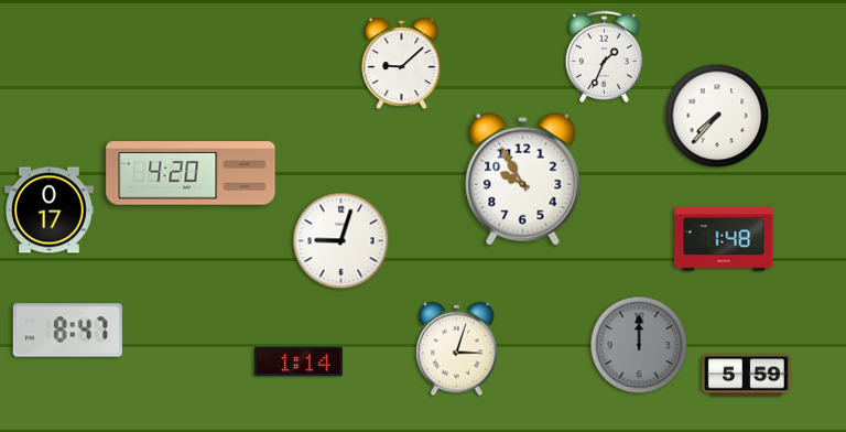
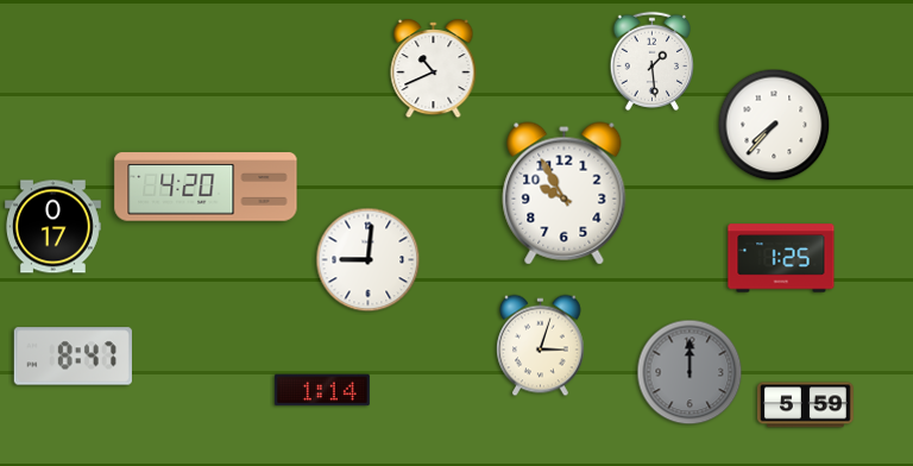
clock at (604, 56): 1:34 -> 1:29
clock at (402, 64): 9:08 -> 10:41
clock at (724, 239): 1:48 -> 1:25
clock at (341, 241): 9:03 -> 9:01
clock at (457, 349) position: (457, 349) -> (541, 346)
